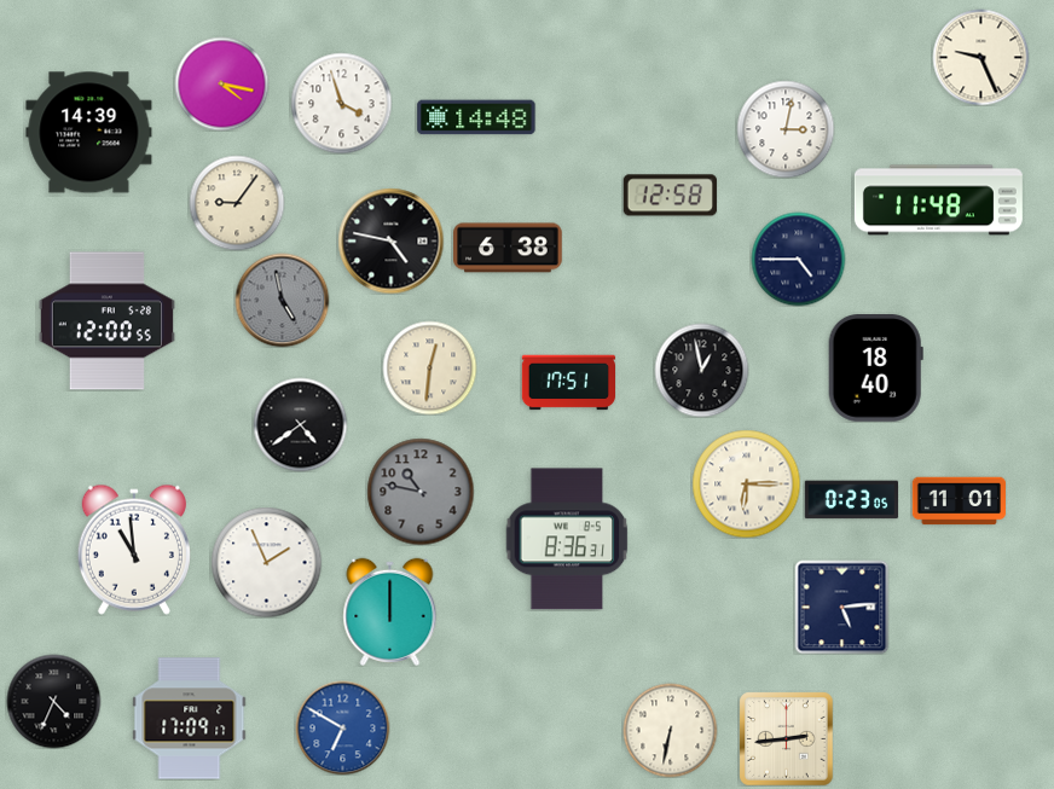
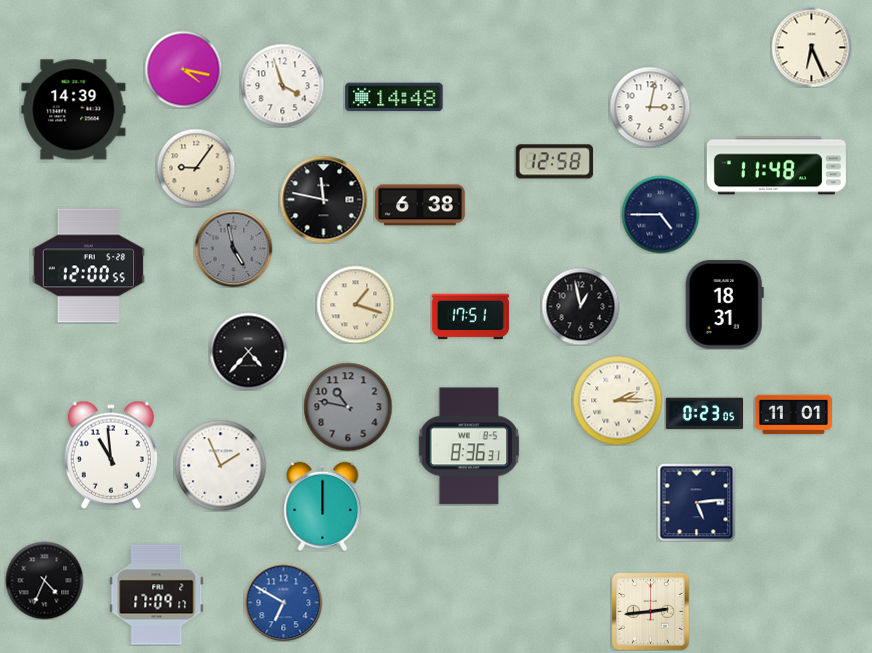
clock at (980, 57): 9:26 -> 6:26
clock at (390, 240): 4:47 -> 11:47
clock at (429, 367): 12:31 -> 1:18
clock at (875, 369): 18:40 -> 18:31
clock at (300, 424): 4:39 -> 4:37
clock at (746, 483): 6:15 -> 2:15
clock at (670, 730): 6:32 -> none
